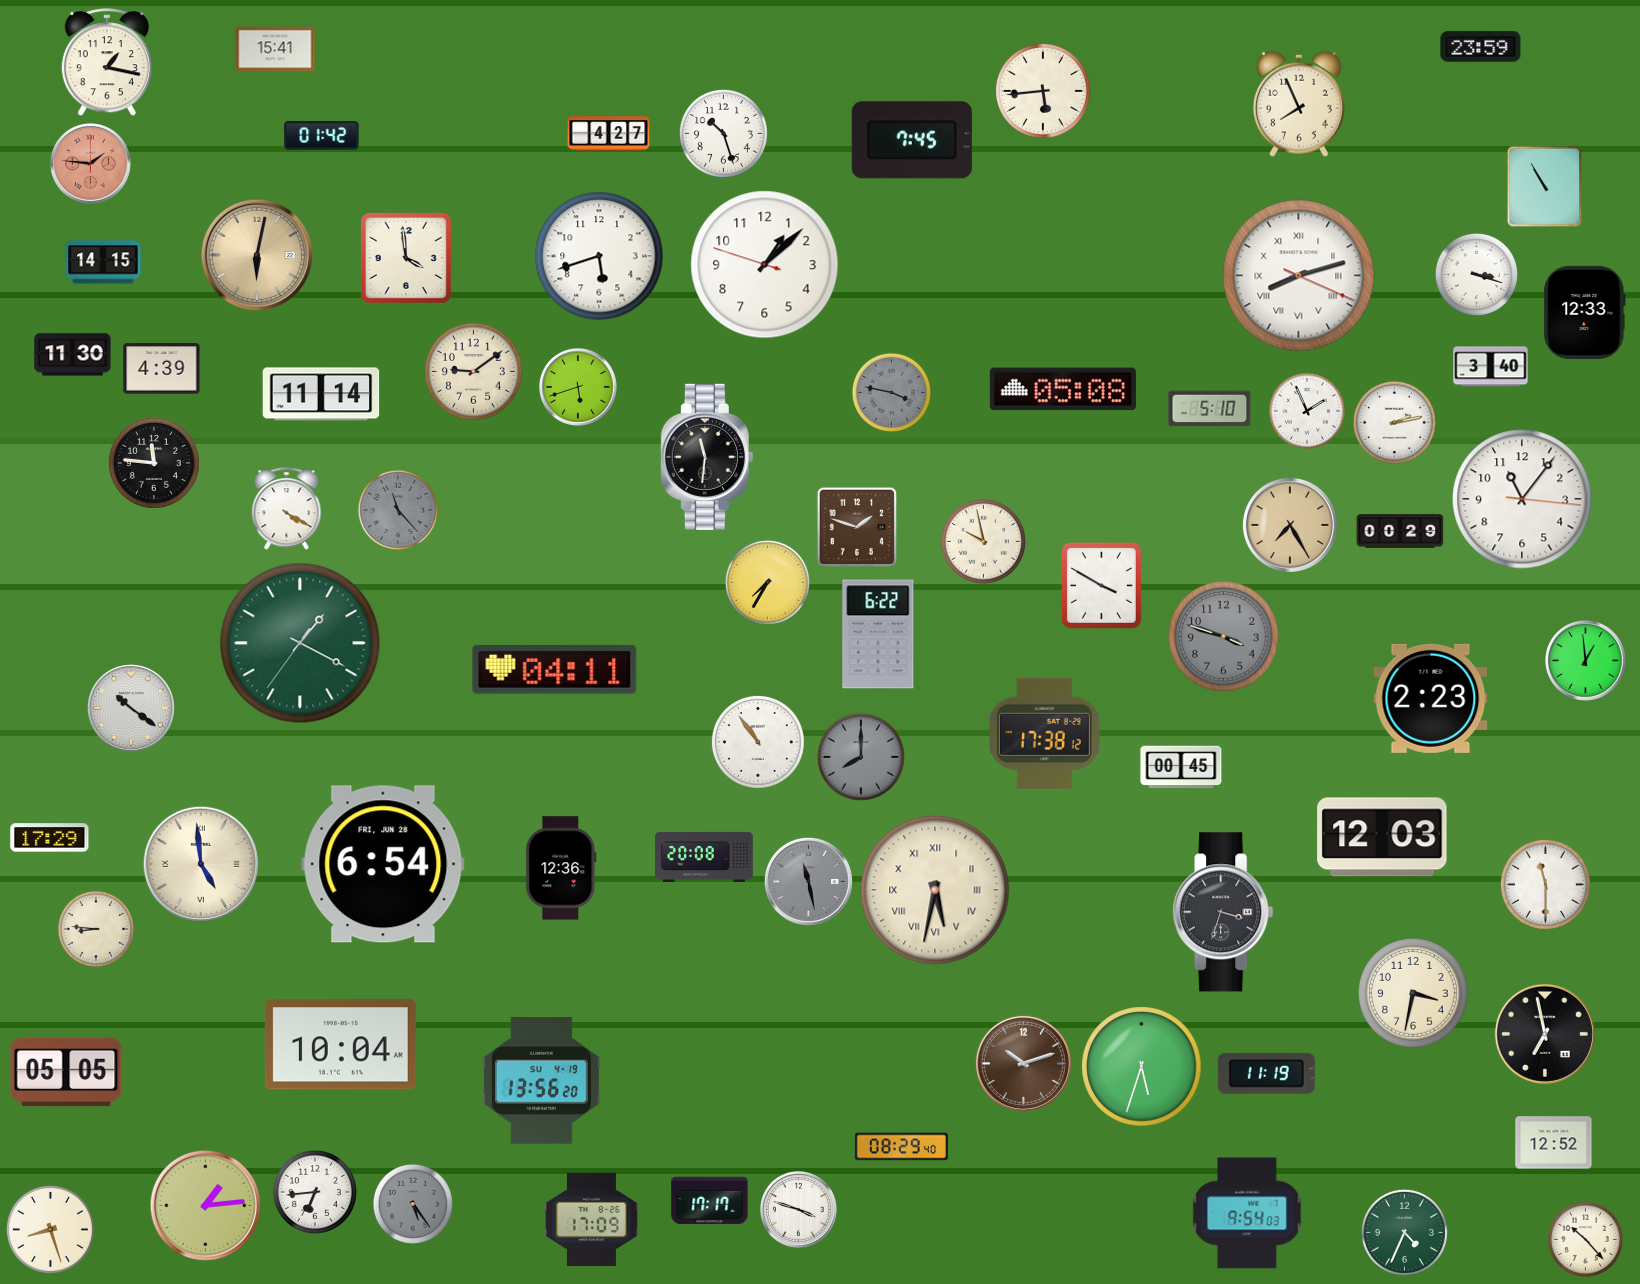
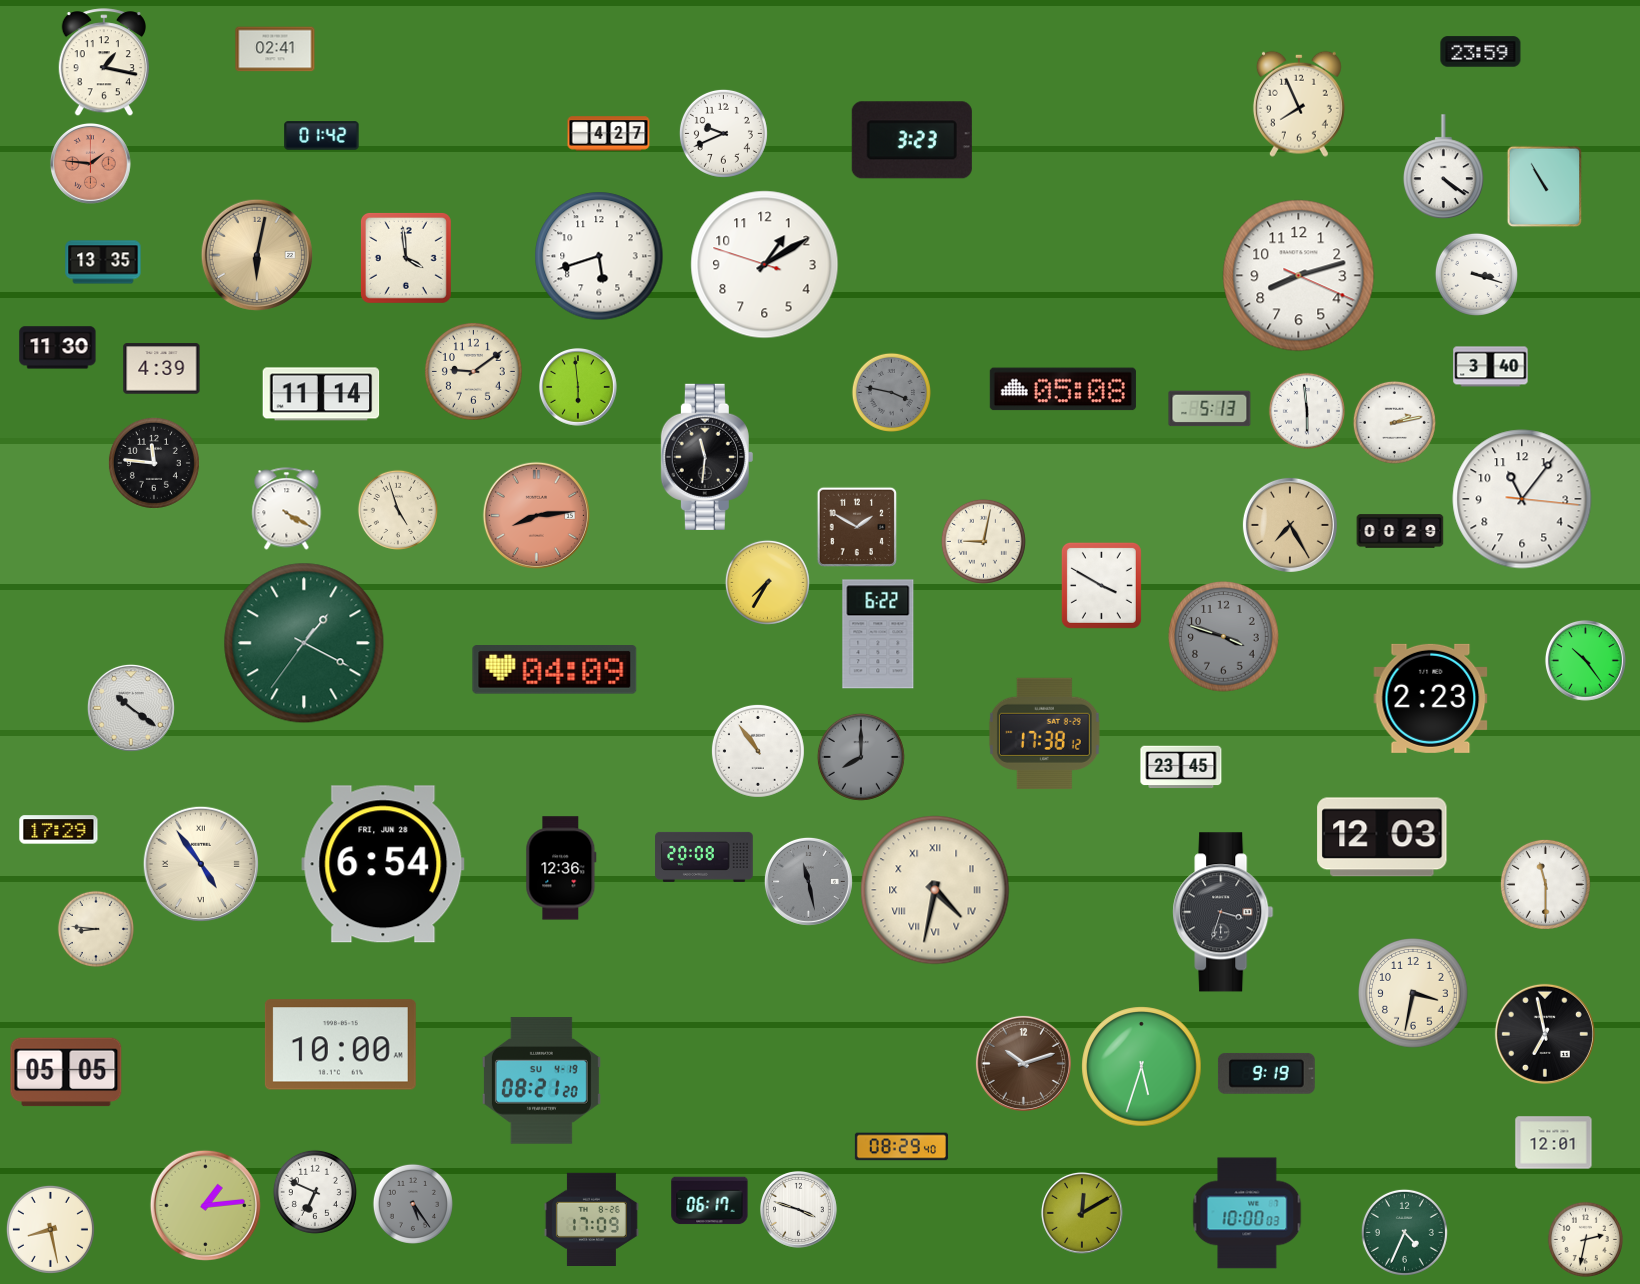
clock at (1481, 47) position: (1481, 47) -> (1481, 52)
clock at (275, 49): 15:41 -> 02:41
clock at (106, 63) position: (106, 63) -> (103, 63)
clock at (1043, 91): 5:44 -> none
clock at (723, 133): 10:27 -> 9:41
clock at (912, 140): 7:45 -> 3:23
clock at (1443, 167): none -> 4:21
clock at (103, 262): 14:15 -> 13:35
clock at (765, 265): 1:07 -> 1:09
clock at (1299, 276) numerals: Roman -> Arabic
clock at (1585, 312): 12:33 -> none
clock at (73, 355) position: (73, 355) -> (58, 348)
clock at (579, 388): 5:42 -> 5:59
clock at (1210, 409): 5:10 -> 5:13
clock at (1307, 411): 1:56 -> 5:59
clock at (398, 510): 11:23 -> 4:57
clock at (398, 510) dial: grey -> cream
clock at (536, 515): none -> 8:14
clock at (857, 527): 1:48 -> 1:50
clock at (983, 541): 9:58 -> 9:02
clock at (300, 643) position: (300, 643) -> (304, 643)
clock at (1585, 660): 12:59 -> 10:24
clock at (555, 670): 04:11 -> 04:09
clock at (758, 742) position: (758, 742) -> (758, 751)
clock at (1181, 767): 00:45 -> 23:45
clock at (50, 838) position: (50, 838) -> (59, 830)
clock at (200, 863): 4:59 -> 4:54
clock at (935, 890): 5:32 -> 4:32
clock at (340, 1045): 10:04 -> 10:00
clock at (1266, 1073): 11:19 -> 9:19
clock at (541, 1081): 13:56 -> 08:21
clock at (1554, 1143): 12:52 -> 12:01
clock at (315, 1192): 6:44 -> 6:49
clock at (710, 1201): 17:17 -> 06:17
clock at (1082, 1213): none -> 12:10
clock at (1247, 1213): 9:54 -> 10:00
clock at (50, 1229): 8:27 -> 8:28
clock at (1585, 1239): 10:23 -> 2:32
